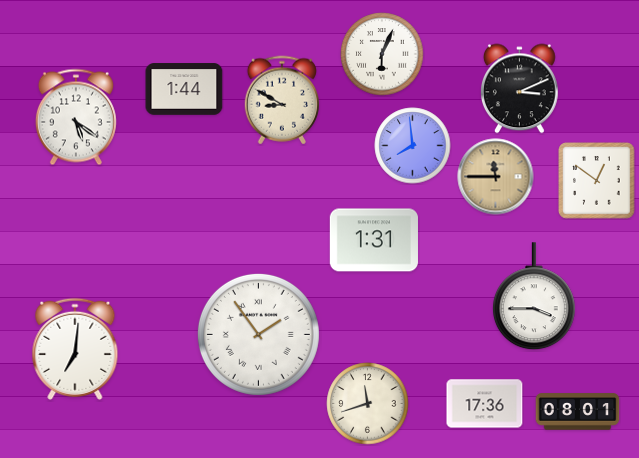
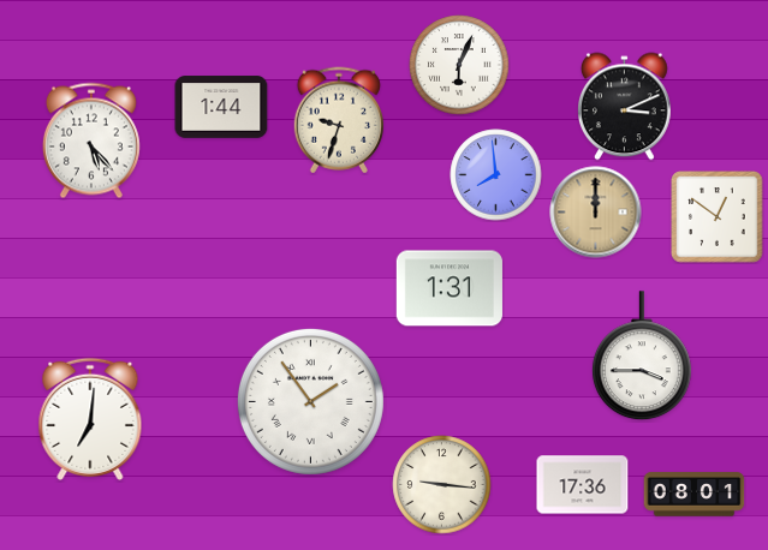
clock at (281, 100): 8:50 -> 9:33
clock at (76, 117): 5:21 -> 5:23
clock at (496, 177): 11:45 -> 12:00
clock at (368, 404): 11:42 -> 9:16
